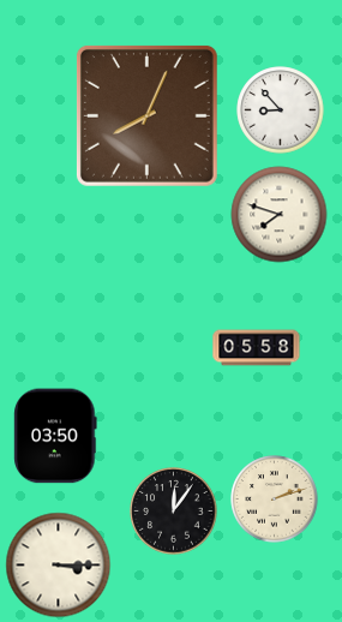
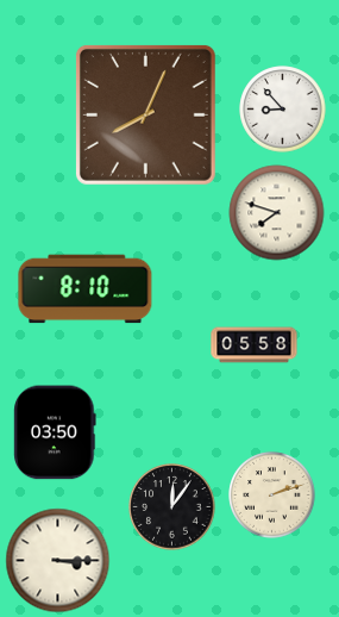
clock at (281, 110) position: (281, 110) -> (283, 110)
clock at (86, 289): none -> 8:10
